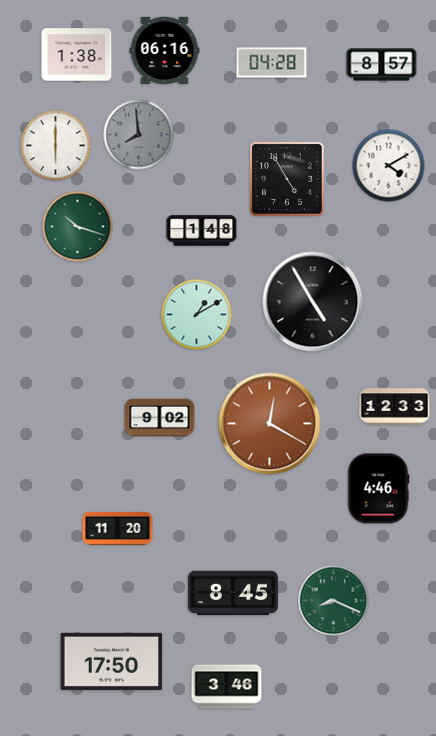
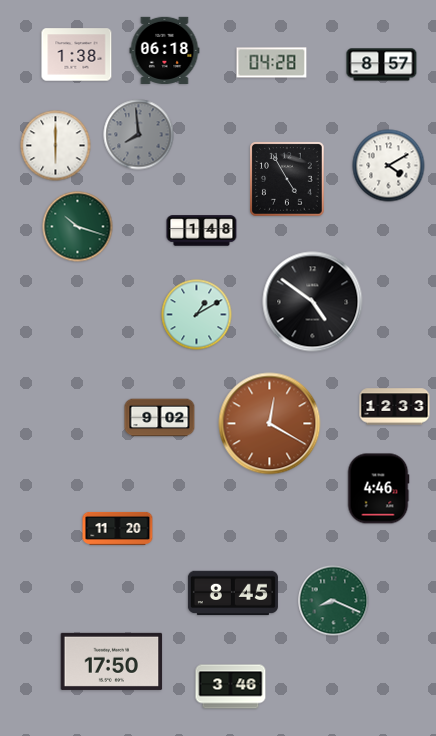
clock at (165, 50): 06:16 -> 06:18
clock at (313, 302): 4:55 -> 4:51
clock at (227, 687) position: (227, 687) -> (231, 687)
